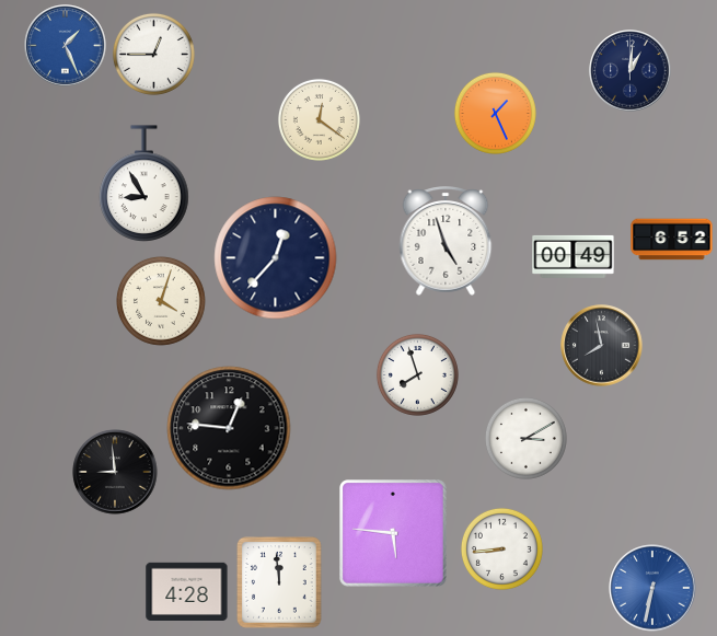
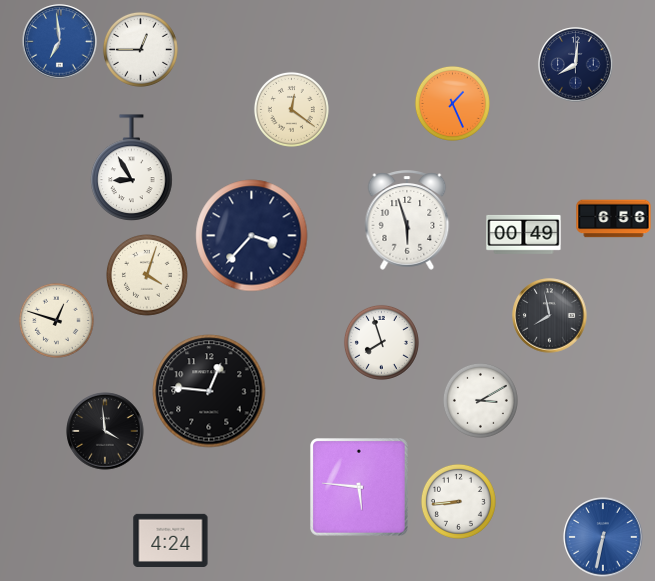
clock at (66, 46): 1:26 -> 6:59
clock at (631, 71): 1:01 -> 8:01
clock at (672, 240): 6:52 -> 6:56
clock at (446, 241): 4:57 -> 5:57
clock at (276, 258): 12:37 -> 3:37
clock at (56, 320): none -> 12:48
clock at (115, 472): 8:59 -> 3:59
clock at (280, 583): 11:59 -> none
clock at (652, 588) position: (652, 588) -> (603, 537)
clock at (187, 591): 4:28 -> 4:24
